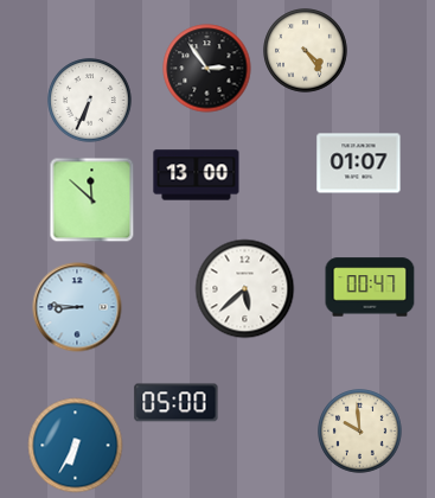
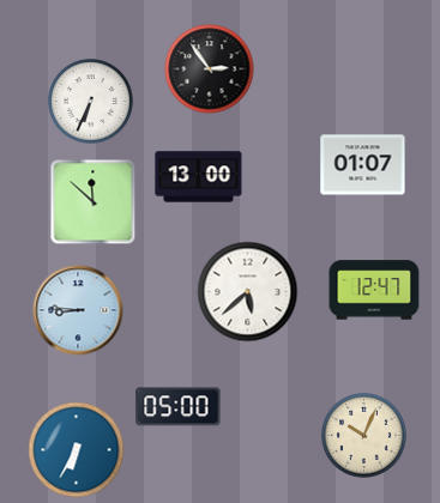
clock at (306, 51): 4:24 -> none
clock at (370, 287): 00:47 -> 12:47
clock at (360, 432): 9:59 -> 10:04
